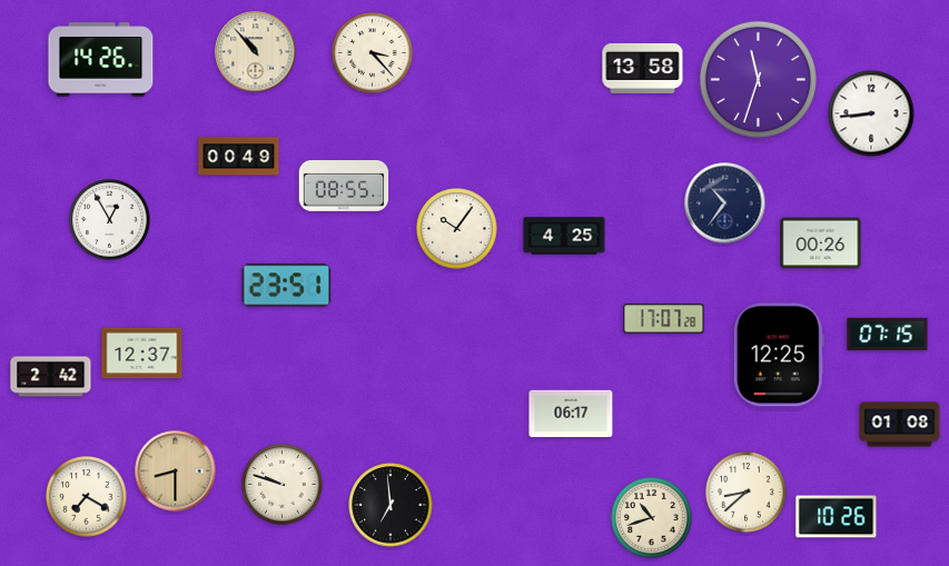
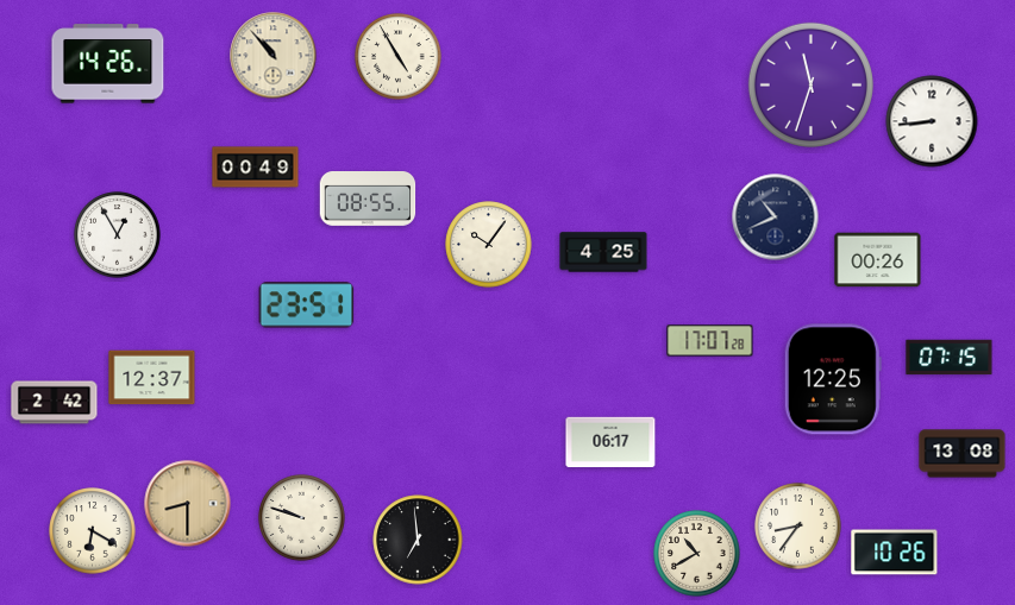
clock at (373, 53): 3:23 -> 4:55
clock at (643, 68): 13:58 -> none
clock at (725, 203): 10:36 -> 10:41
clock at (900, 425): 01:08 -> 13:08
clock at (747, 493): 8:38 -> 8:36
clock at (87, 497): 7:20 -> 6:20
clock at (652, 518): 10:42 -> 10:40
